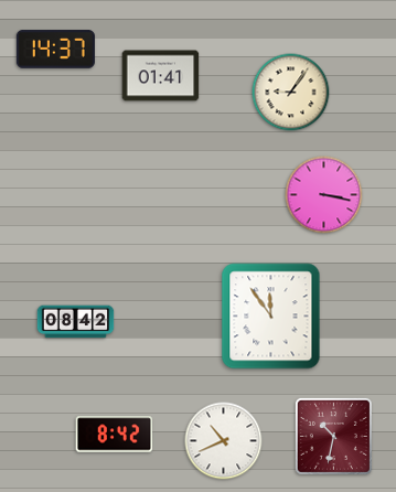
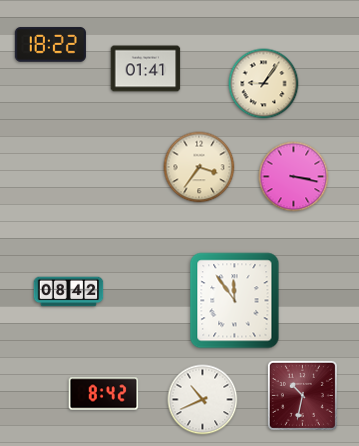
clock at (55, 50): 14:37 -> 18:22
clock at (199, 167): none -> 3:36
clock at (271, 317) position: (271, 317) -> (235, 301)
